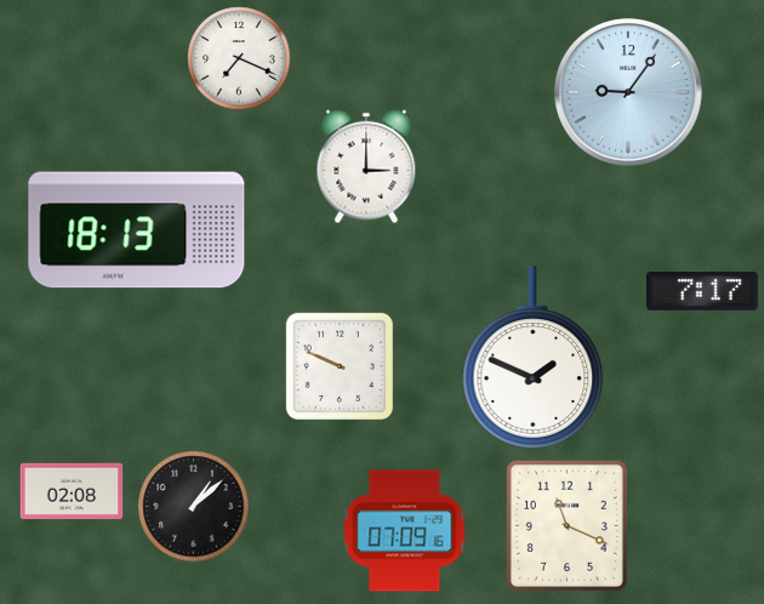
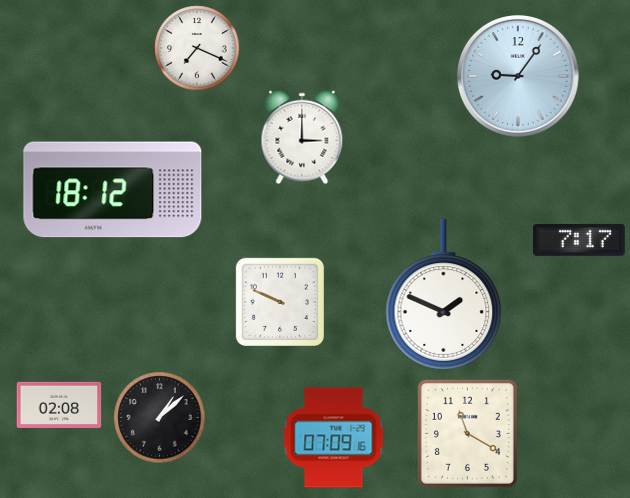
clock at (137, 230): 18:13 -> 18:12
clock at (534, 358) position: (534, 358) -> (444, 295)
clock at (566, 525): 11:19 -> 11:20
